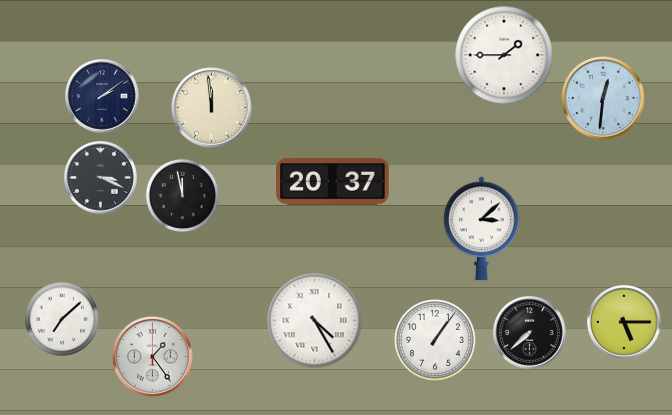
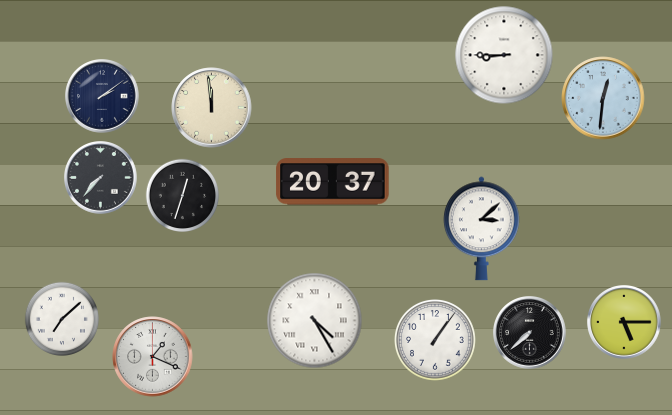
clock at (504, 55): 1:45 -> 8:45
clock at (101, 178): 3:19 -> 7:37
clock at (182, 195): 11:58 -> 12:33
clock at (153, 357): 1:24 -> 1:19
